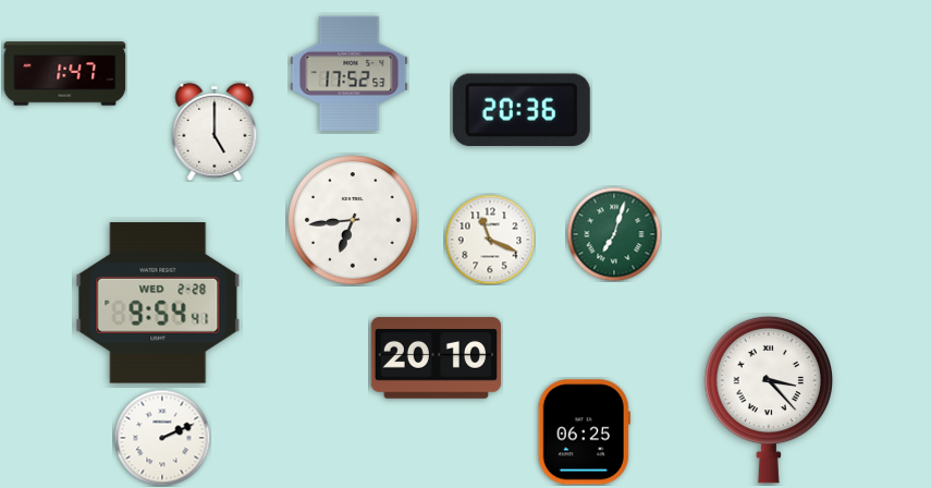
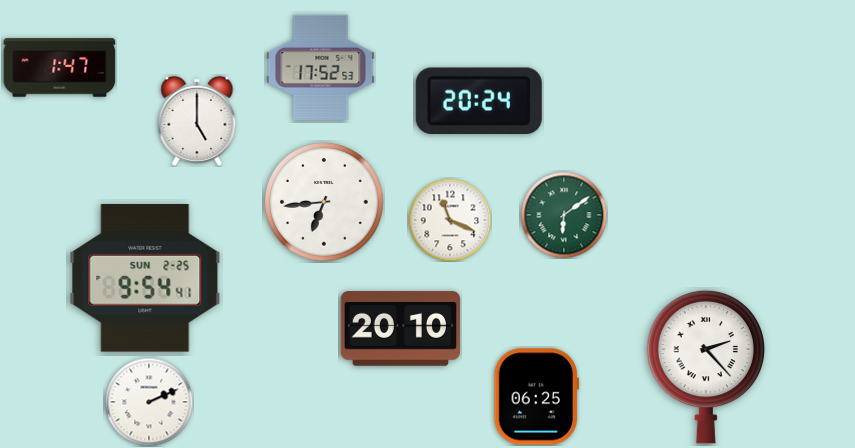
clock at (522, 109): 20:36 -> 20:24
clock at (614, 234): 7:03 -> 6:09
clock at (158, 303) date: WED 2-28 -> SUN 2-25
clock at (768, 400): 3:23 -> 2:23
